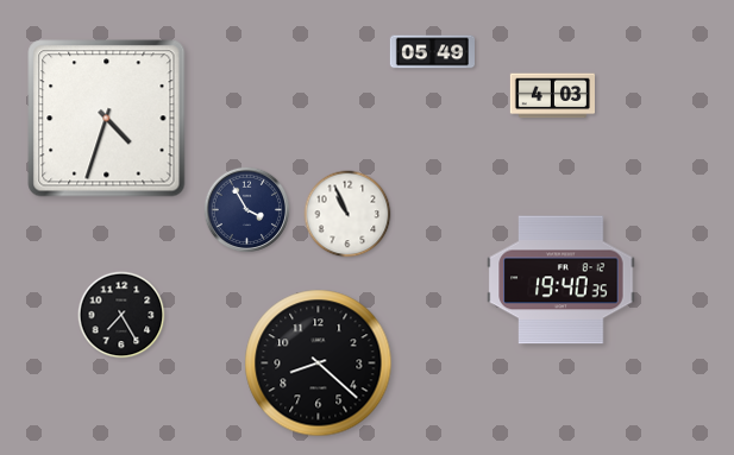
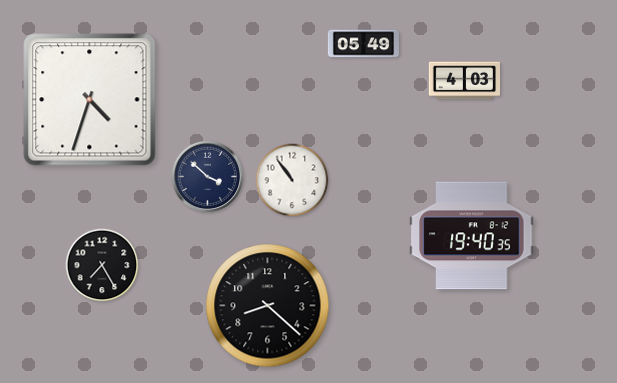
clock at (246, 209): 3:55 -> 3:52
clock at (347, 214): 10:56 -> 10:54
